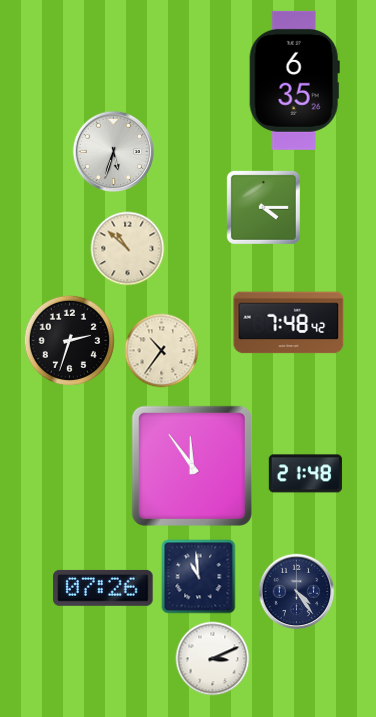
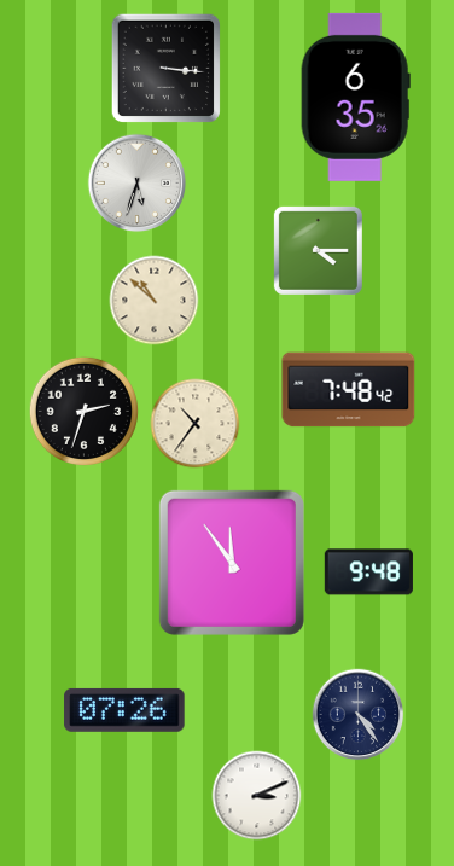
clock at (165, 68): none -> 3:16
clock at (305, 474): 21:48 -> 9:48
clock at (199, 577): 10:59 -> none
